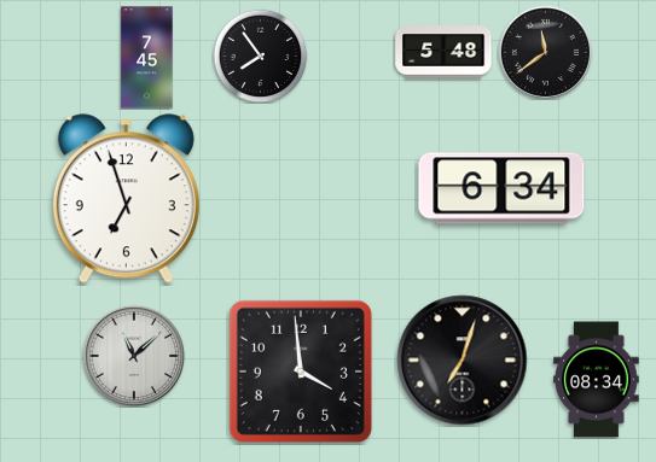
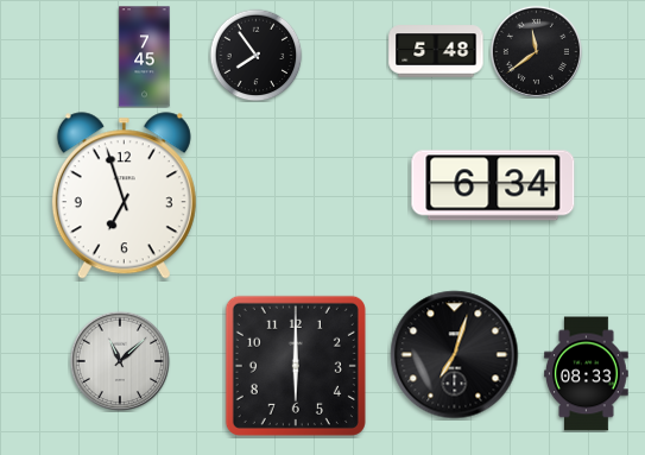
clock at (134, 356) position: (134, 356) -> (120, 361)
clock at (301, 372): 3:59 -> 6:00
clock at (597, 380): 08:34 -> 08:33
